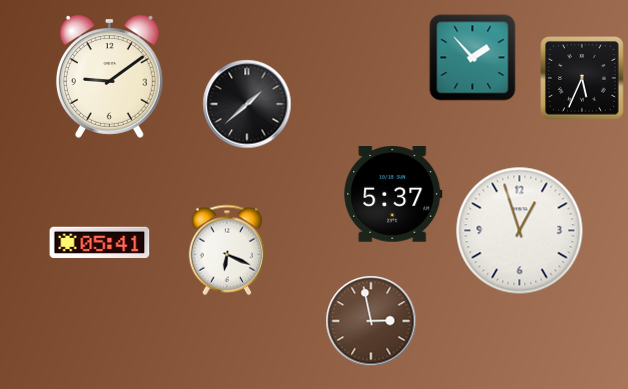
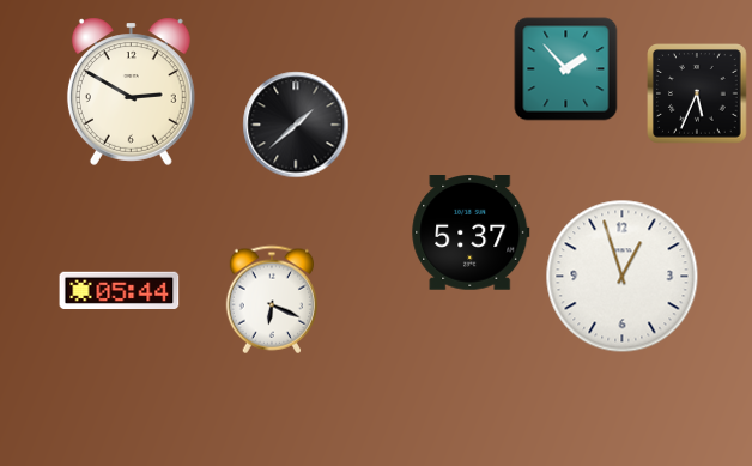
clock at (109, 76): 9:09 -> 2:50
clock at (100, 243): 05:41 -> 05:44
clock at (371, 321): 2:58 -> none
